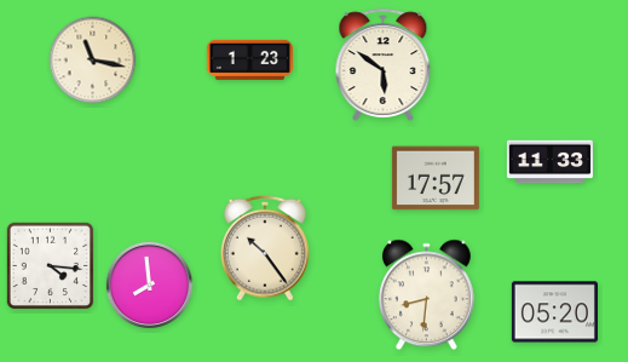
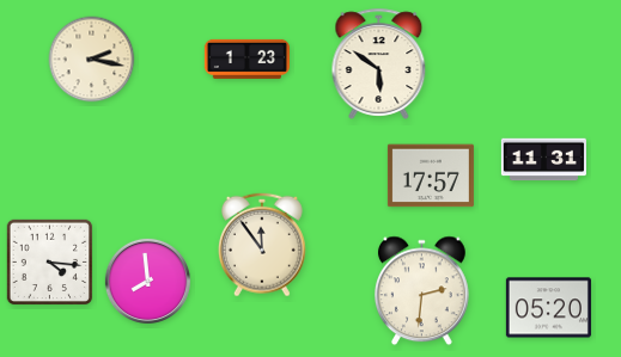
clock at (93, 61): 11:17 -> 2:17
clock at (549, 162): 11:33 -> 11:31
clock at (265, 248): 10:24 -> 11:54
clock at (427, 295): 8:31 -> 2:31
